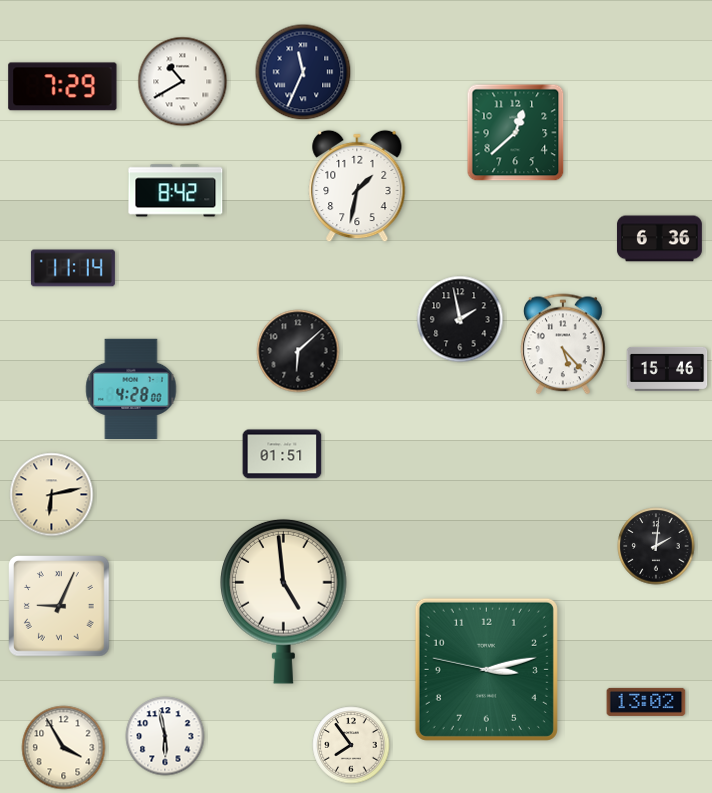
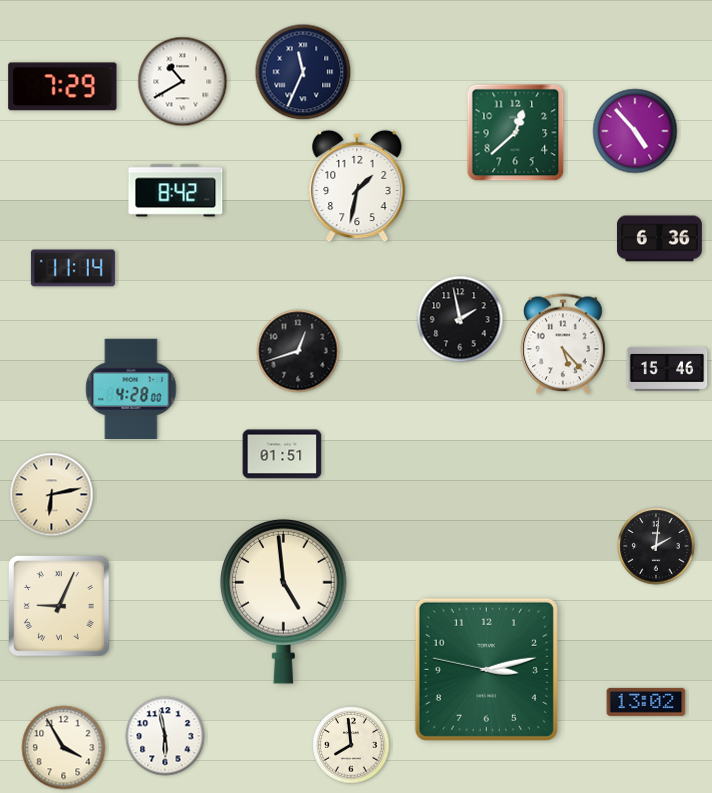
clock at (635, 131): none -> 4:53
clock at (298, 351): 6:08 -> 12:42
clock at (351, 745): 7:54 -> 7:59
